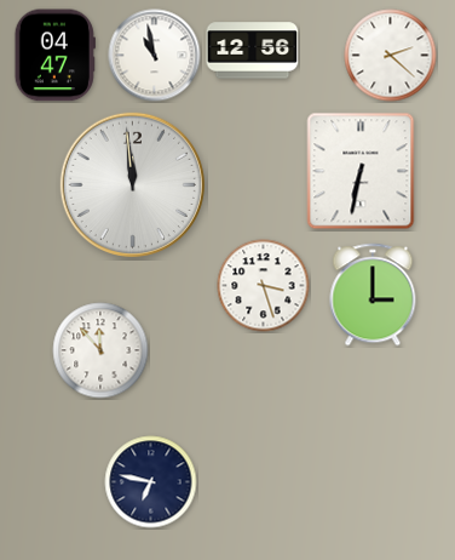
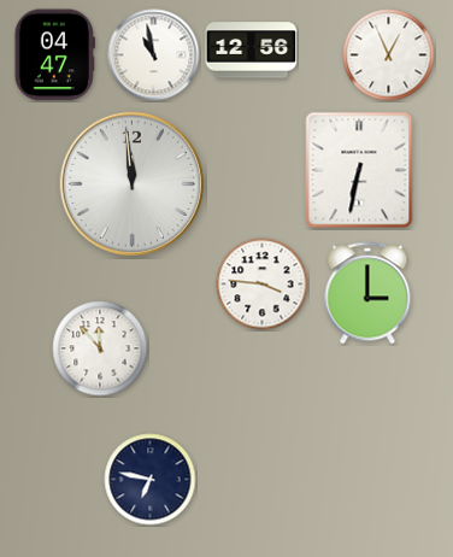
clock at (391, 56): 2:22 -> 12:56
clock at (264, 286): 3:27 -> 3:46
clock at (373, 295) position: (373, 295) -> (367, 293)
